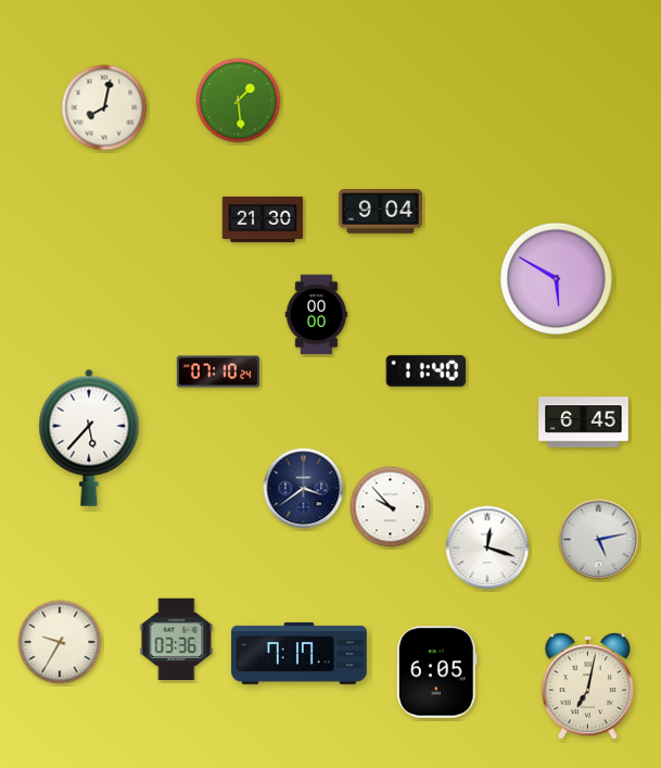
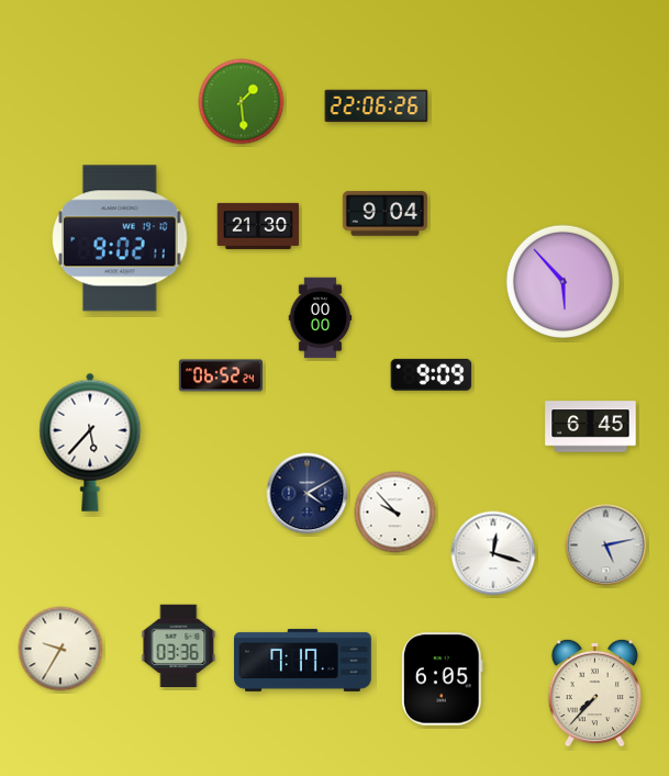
clock at (377, 106): none -> 22:06
clock at (104, 108): 8:02 -> none
clock at (263, 219) position: (263, 219) -> (258, 226)
clock at (120, 238): none -> 9:02
clock at (556, 278): 5:50 -> 5:53
clock at (427, 370): 11:40 -> 9:09
clock at (217, 372): 07:10 -> 06:52
clock at (304, 489): 3:39 -> 4:10
clock at (587, 685): 7:02 -> 7:37
